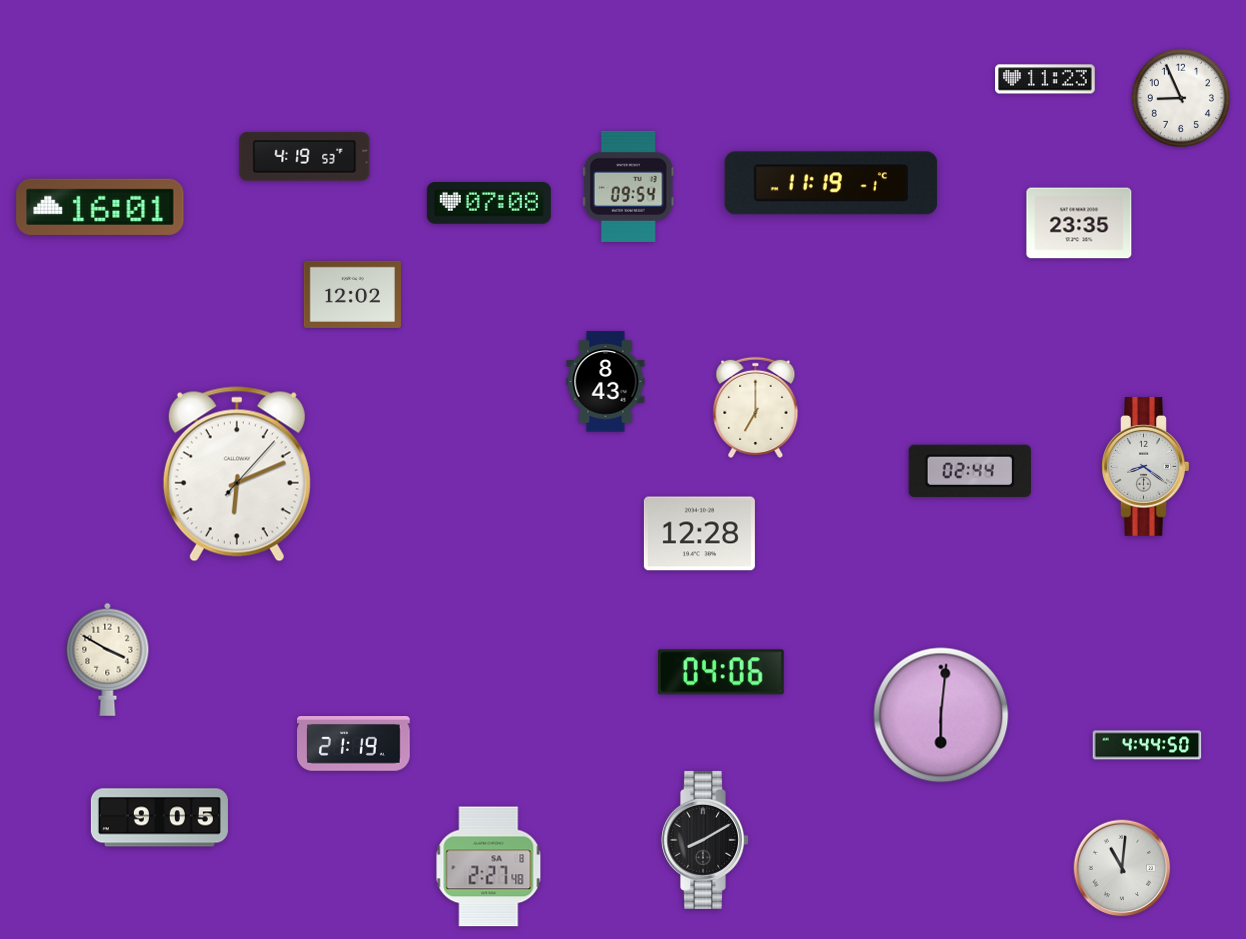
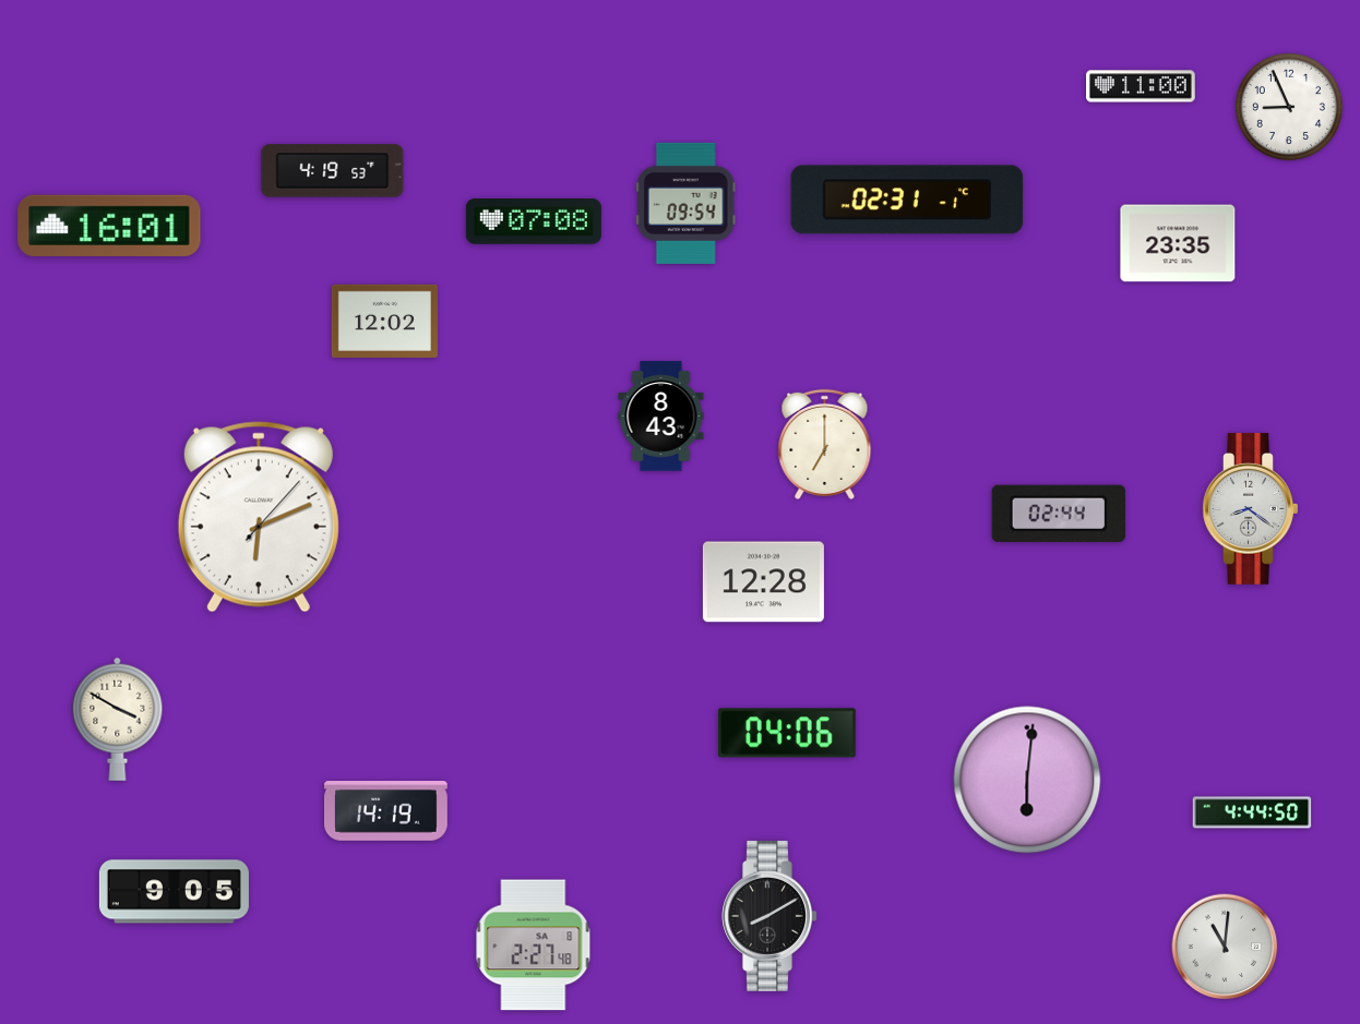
clock at (1045, 79): 11:23 -> 11:00
clock at (831, 183): 11:19 -> 02:31
clock at (354, 744): 21:19 -> 14:19
